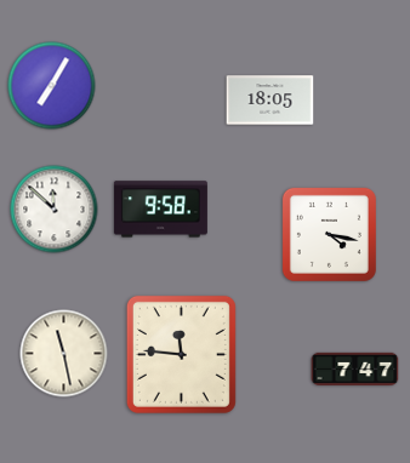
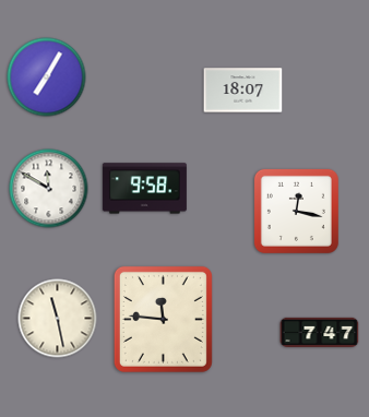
clock at (271, 101): 18:05 -> 18:07
clock at (55, 210): 11:52 -> 11:50
clock at (329, 234): 4:17 -> 12:17
